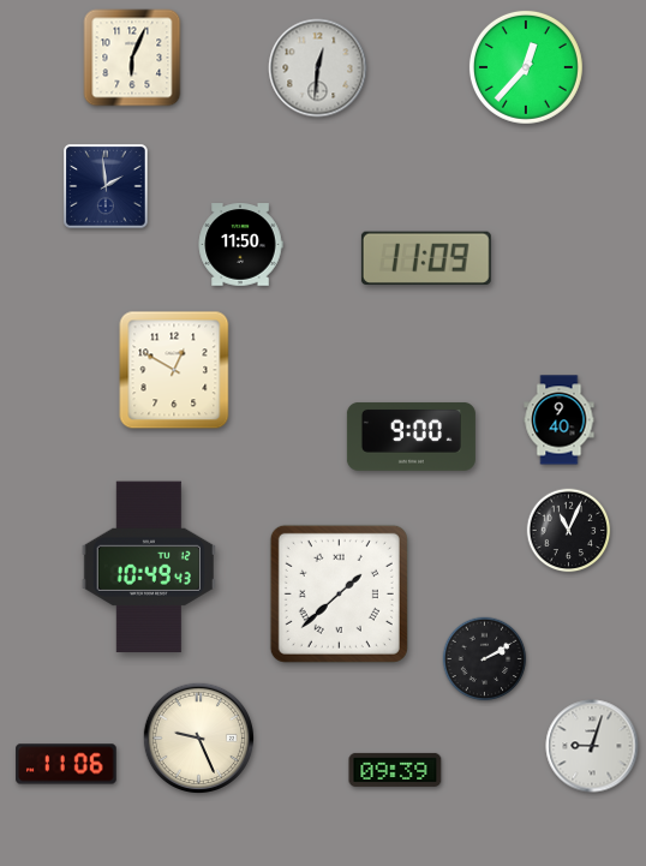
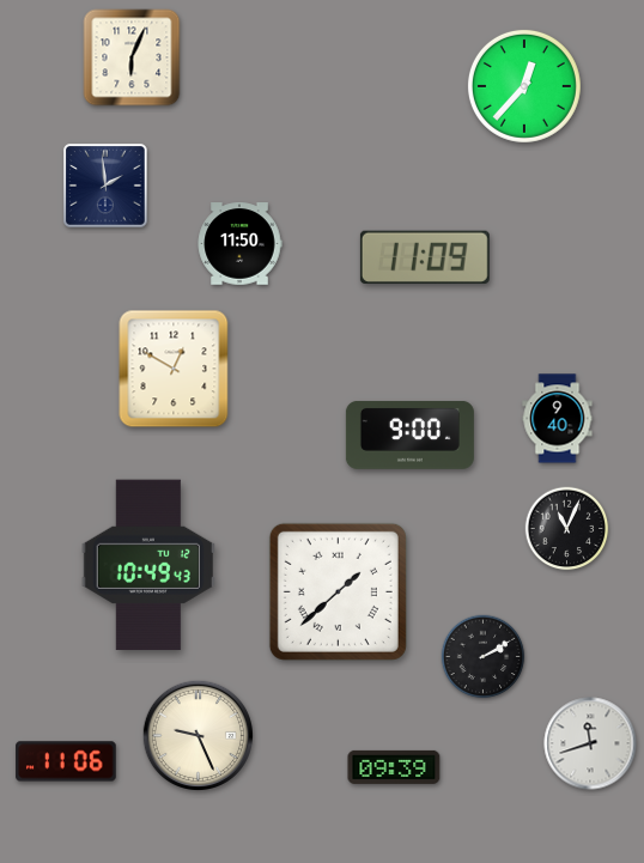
clock at (526, 67) position: (526, 67) -> (524, 86)
clock at (318, 68): 12:31 -> none
clock at (592, 746): 9:03 -> 11:42
